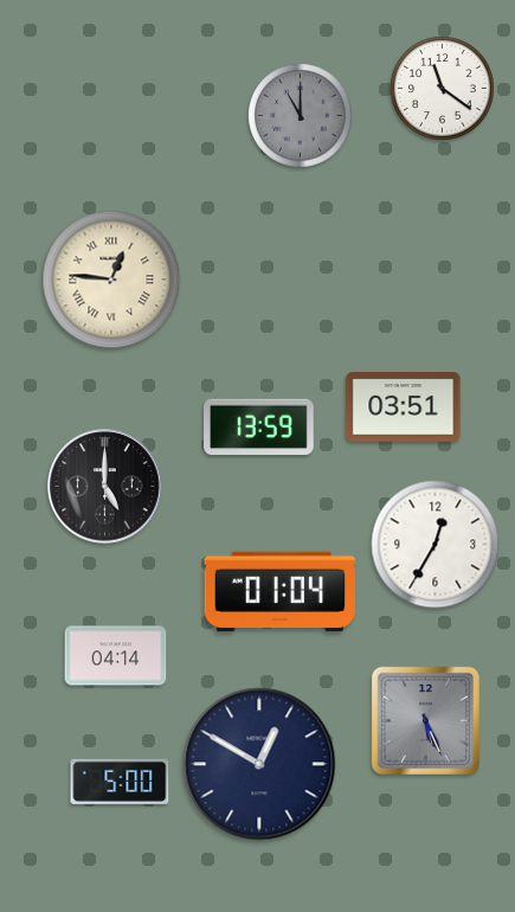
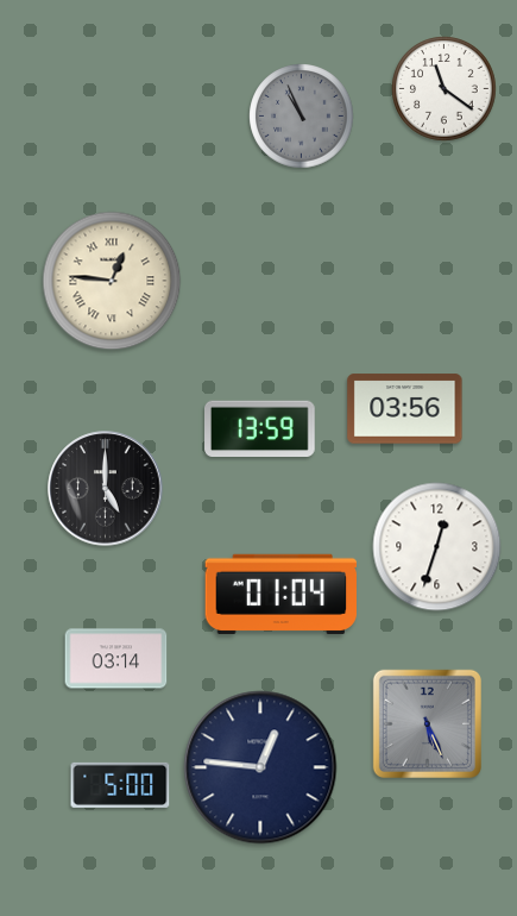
clock at (301, 116): 11:00 -> 10:56
clock at (404, 407): 03:51 -> 03:56
clock at (436, 545): 12:35 -> 12:33
clock at (116, 656): 04:14 -> 03:14
clock at (259, 764): 12:50 -> 12:46
